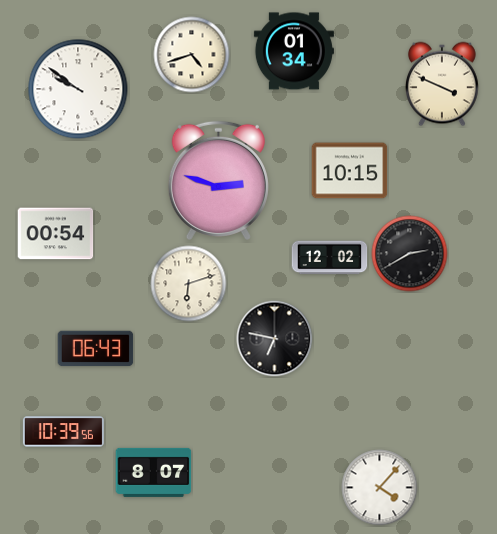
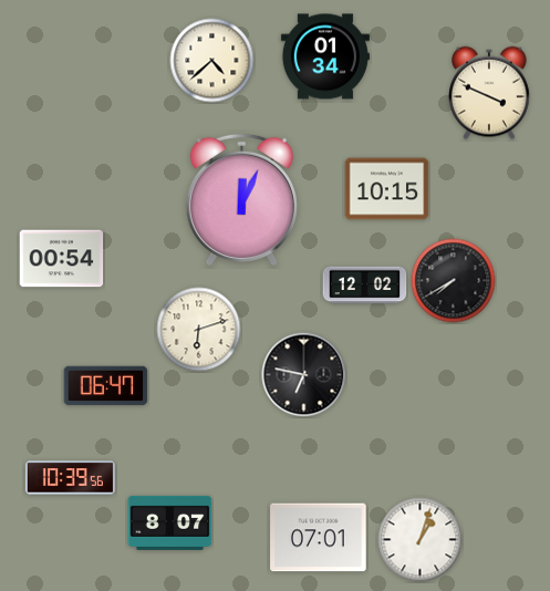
clock at (192, 55): 4:42 -> 4:38
clock at (78, 89): 9:51 -> none
clock at (218, 180): 2:48 -> 12:04
clock at (410, 254): 2:40 -> 7:40
clock at (189, 284) position: (189, 284) -> (199, 330)
clock at (96, 349): 06:43 -> 06:47
clock at (319, 538): none -> 07:01
clock at (380, 488): 4:07 -> 1:03
